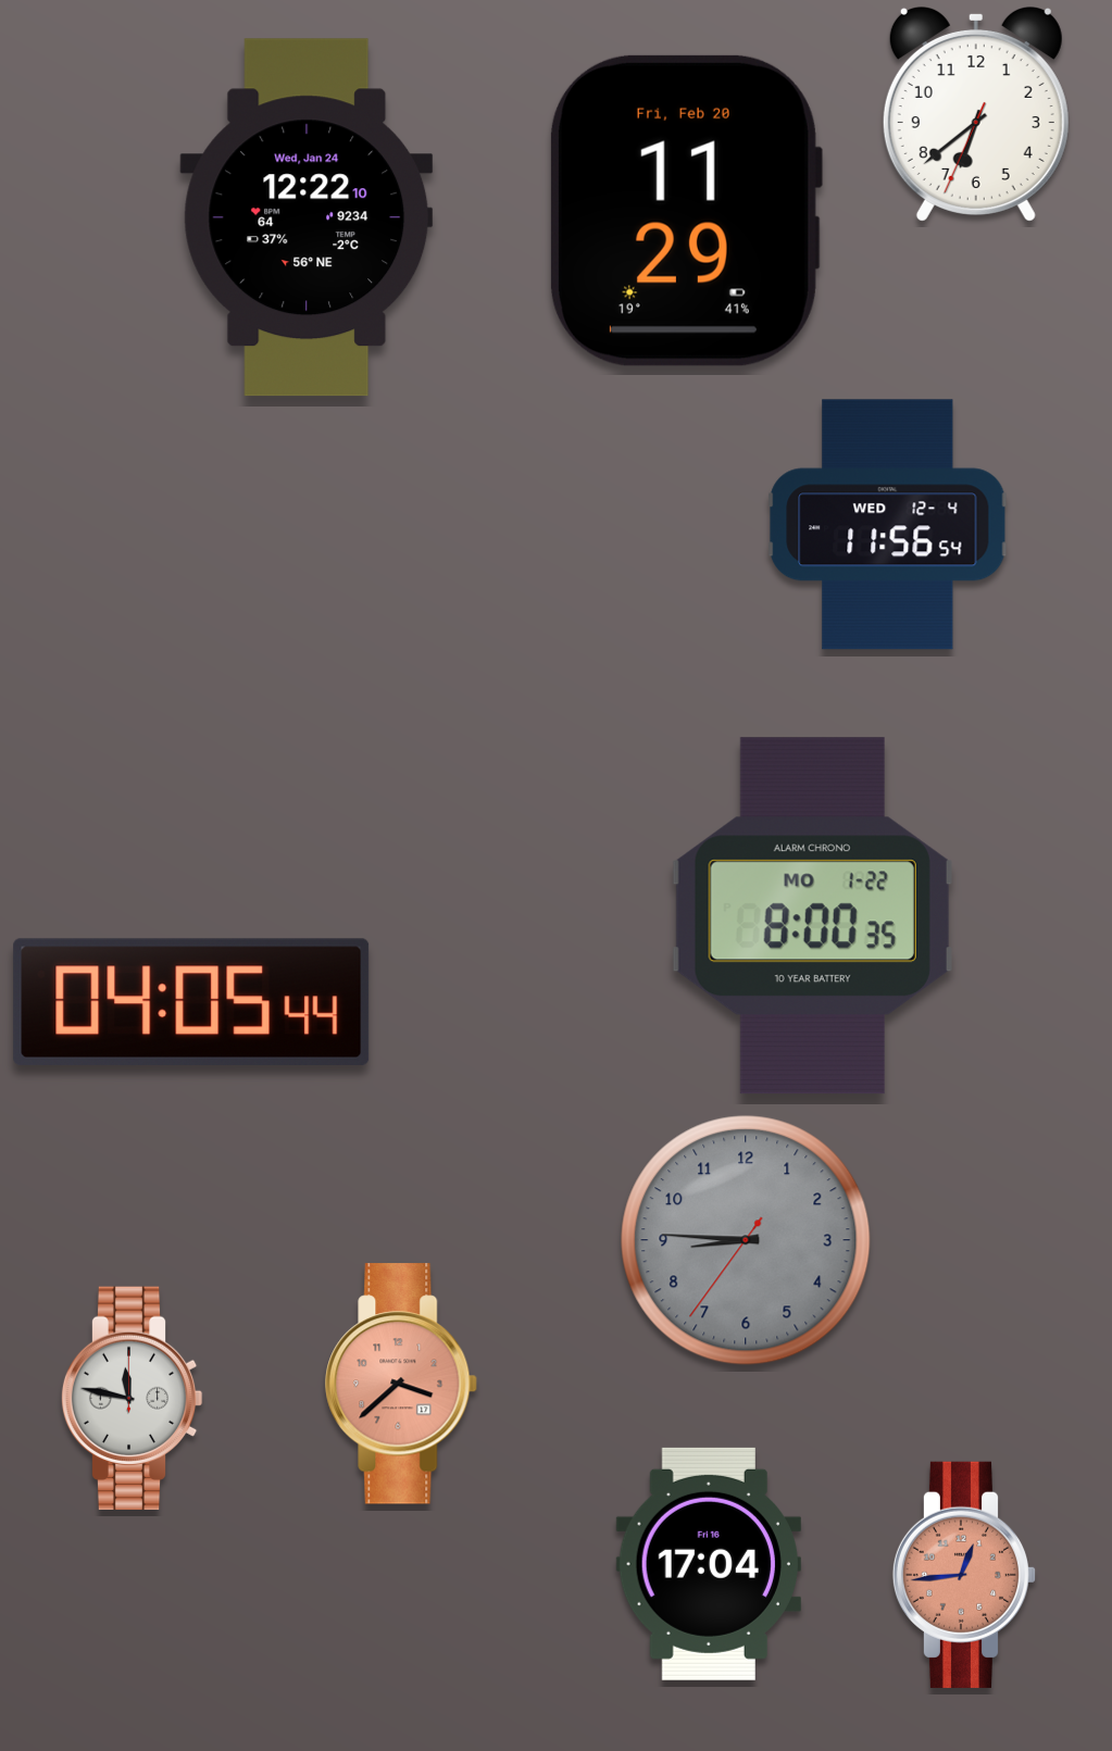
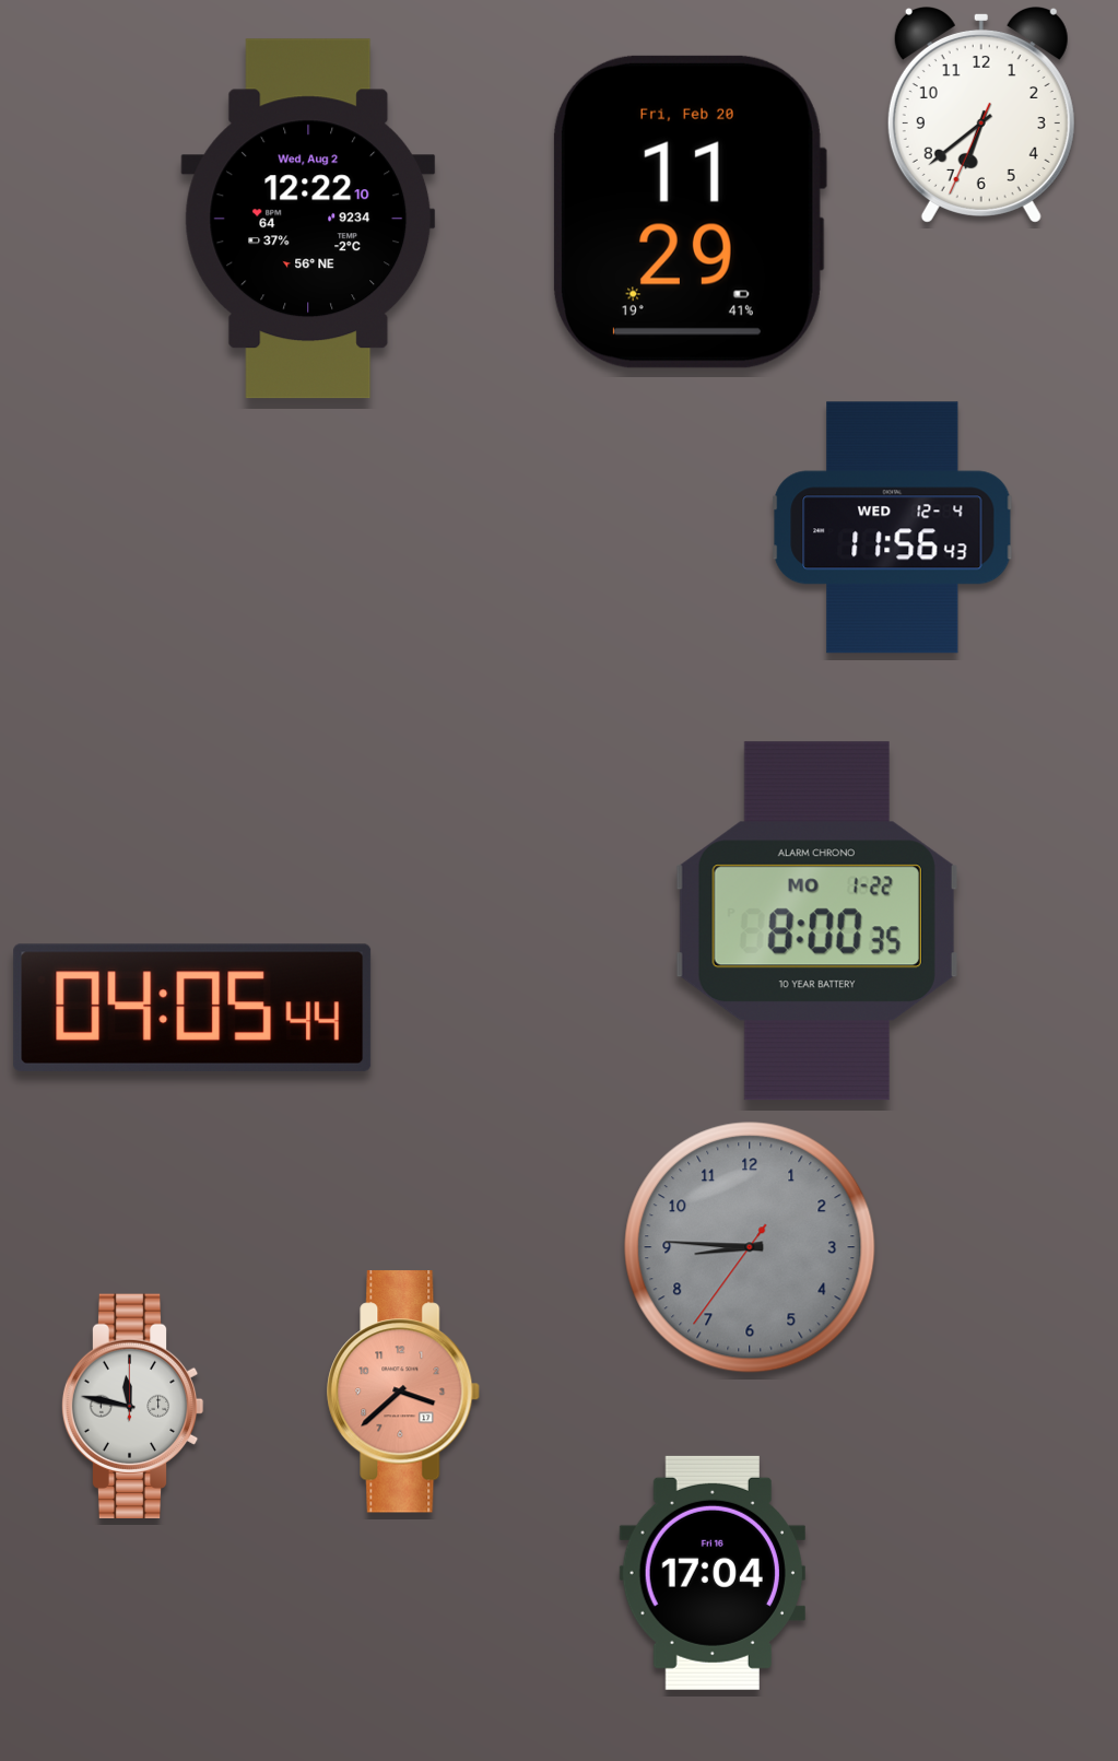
clock at (307, 217) date: Wed, Jan 24 -> Wed, Aug 2
clock at (888, 525): 11:56:54 -> 11:56:43
clock at (964, 1575): 12:44 -> none
